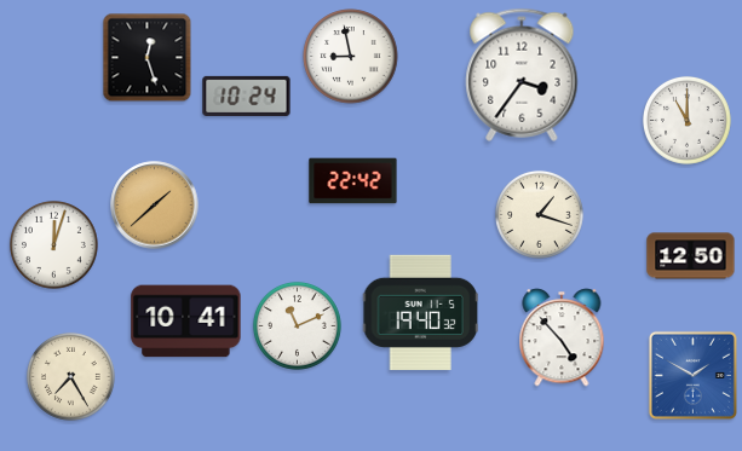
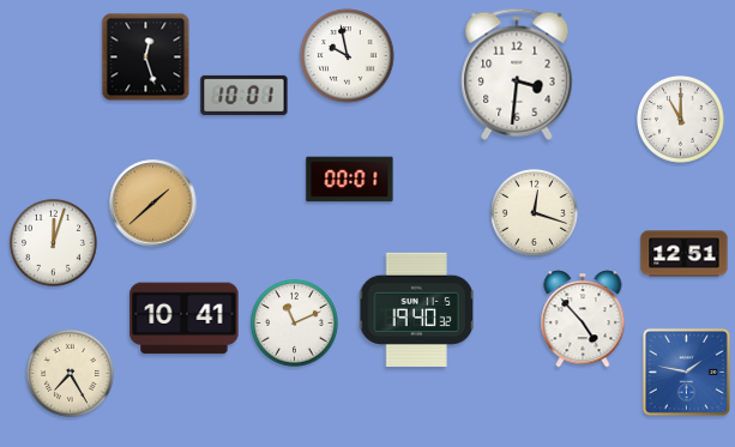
clock at (351, 57): 8:58 -> 9:58
clock at (522, 75): 3:36 -> 3:31
clock at (247, 96): 10:24 -> 10:01
clock at (353, 181): 22:42 -> 00:01
clock at (540, 215): 1:18 -> 12:18
clock at (691, 256): 12:50 -> 12:51
clock at (562, 337) position: (562, 337) -> (583, 319)
clock at (692, 375): 1:50 -> 1:47
